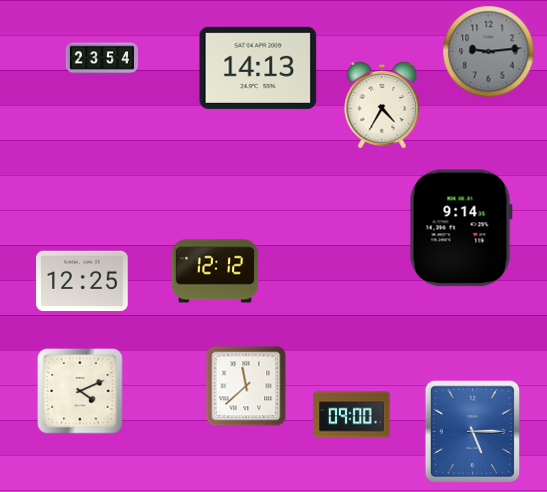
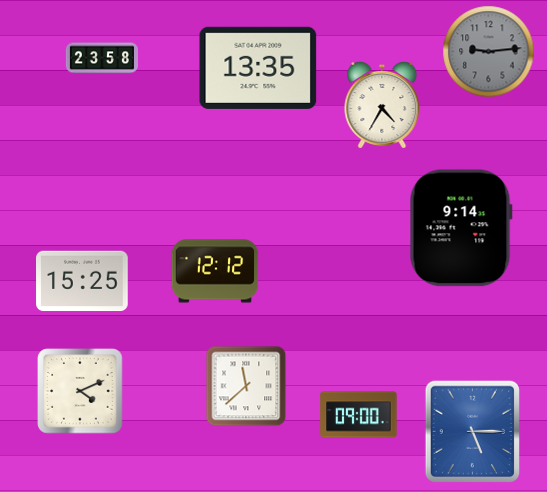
clock at (101, 58): 23:54 -> 23:58
clock at (258, 68): 14:13 -> 13:35
clock at (82, 281): 12:25 -> 15:25
clock at (352, 415) position: (352, 415) -> (359, 415)
